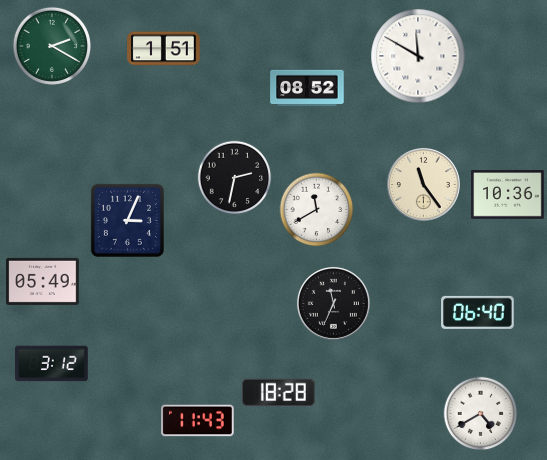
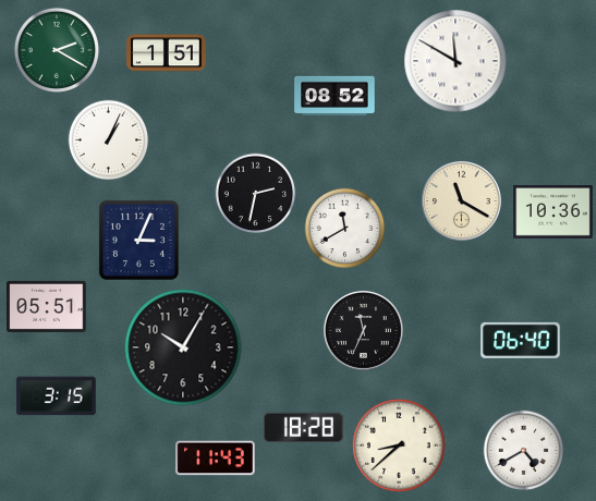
clock at (164, 49) position: (164, 49) -> (167, 53)
clock at (109, 140): none -> 1:04
clock at (423, 184): 11:24 -> 11:20
clock at (43, 281): 05:49 -> 05:51
clock at (183, 347): none -> 10:05
clock at (52, 364): 3:12 -> 3:15
clock at (400, 447): none -> 8:38
